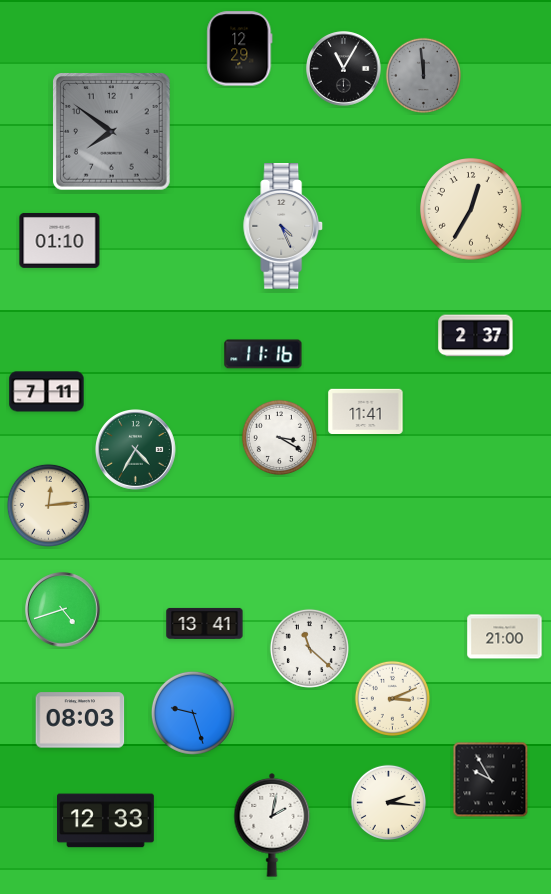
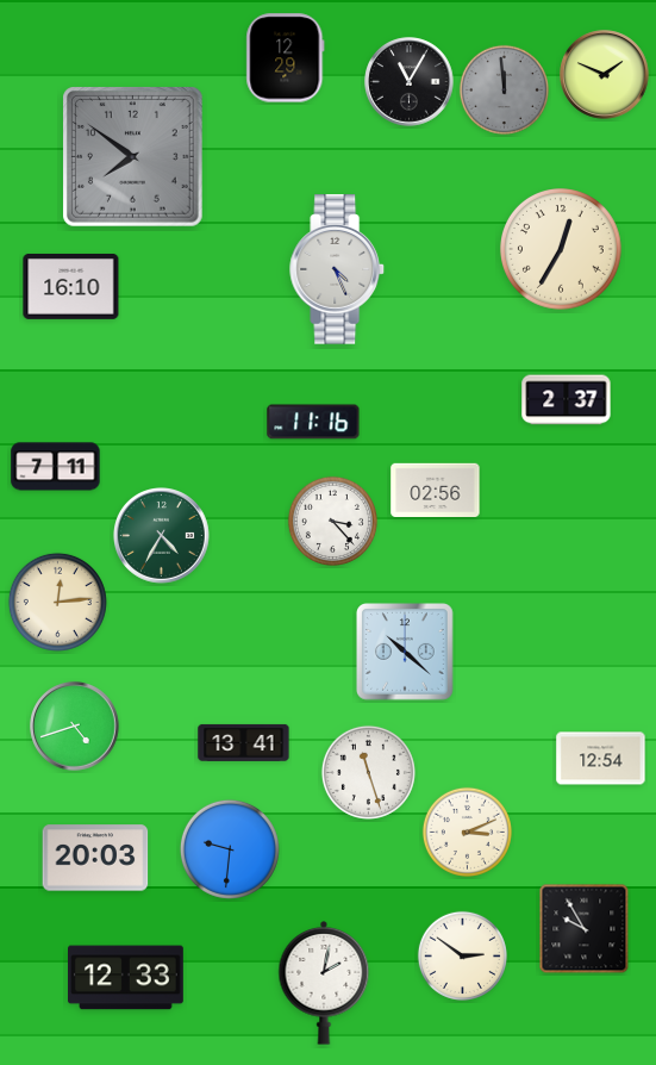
clock at (605, 75): none -> 1:49
clock at (60, 241): 01:10 -> 16:10
clock at (366, 412): 11:41 -> 02:56
clock at (279, 437): 3:20 -> 3:23
clock at (406, 653): none -> 10:22
clock at (505, 637): 21:00 -> 12:54
clock at (309, 648): 11:22 -> 11:27
clock at (193, 713): 9:27 -> 9:31
clock at (80, 720): 08:03 -> 20:03
clock at (388, 802): 2:16 -> 2:51
